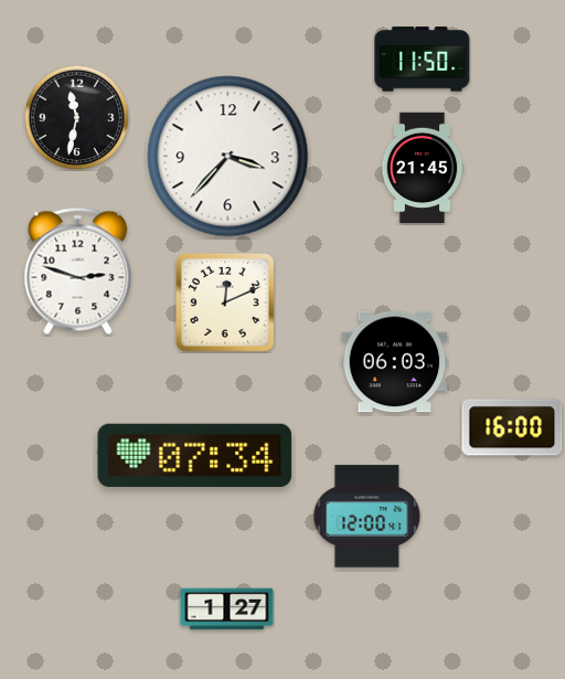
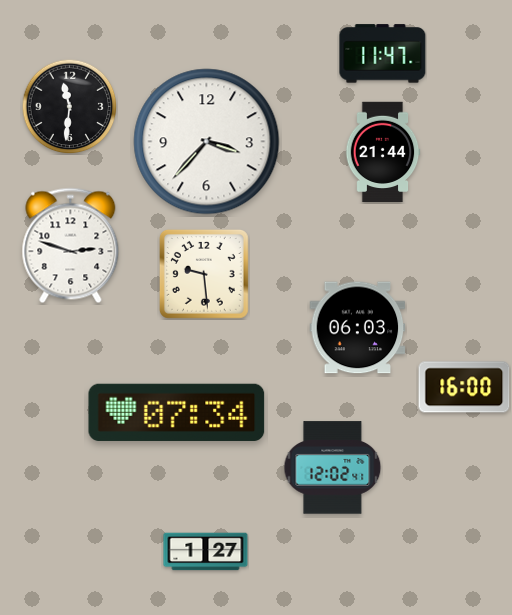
clock at (423, 60): 11:50 -> 11:47
clock at (76, 117): 11:32 -> 11:31
clock at (423, 168): 21:45 -> 21:44
clock at (225, 303): 12:11 -> 9:29
clock at (367, 517): 12:00 -> 12:02
